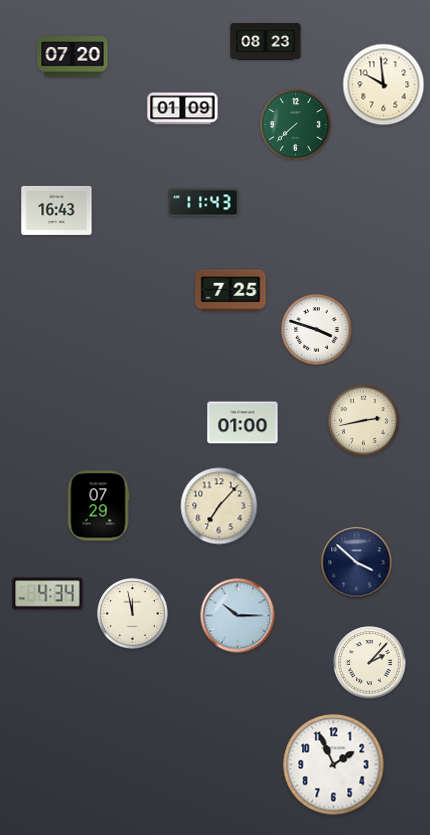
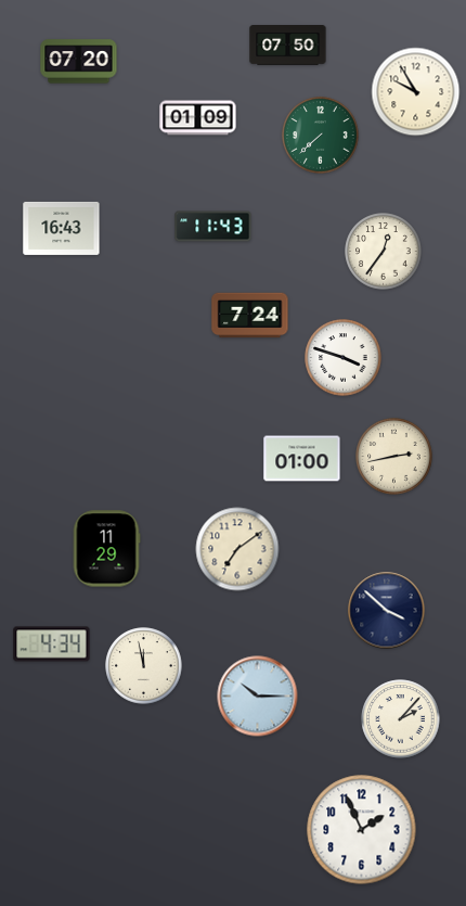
clock at (266, 42): 08:23 -> 07:50
clock at (384, 85): 9:59 -> 9:55
clock at (204, 203) position: (204, 203) -> (213, 227)
clock at (384, 252): none -> 12:36
clock at (231, 291): 7:25 -> 7:24
clock at (243, 423) position: (243, 423) -> (302, 459)
clock at (98, 506): 07:29 -> 11:29
clock at (219, 506): 7:07 -> 7:09
clock at (238, 616) position: (238, 616) -> (258, 697)
